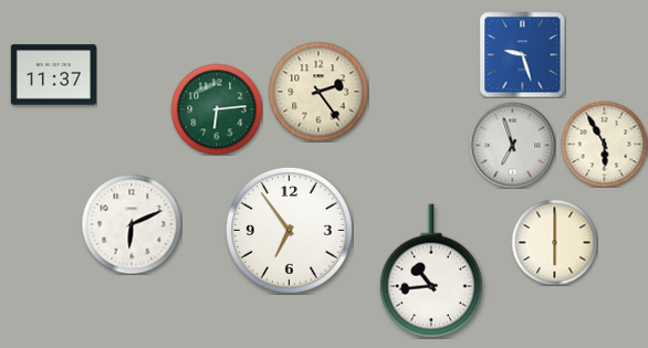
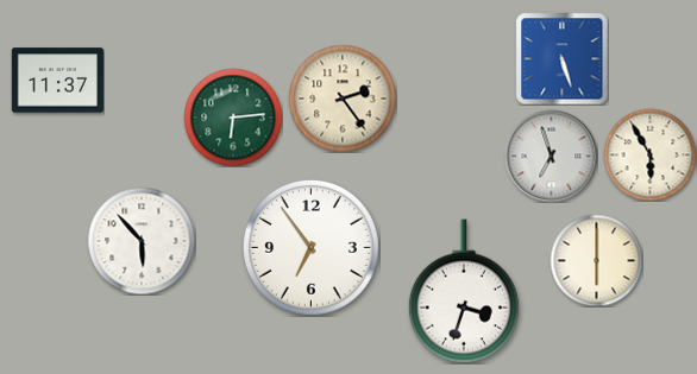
clock at (522, 54): 9:27 -> 5:27
clock at (132, 224): 6:11 -> 5:53
clock at (431, 271): 10:44 -> 3:33
